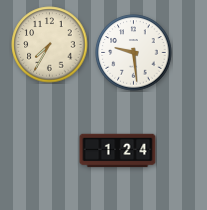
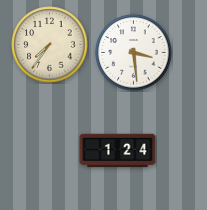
clock at (50, 45): 7:35 -> 7:36
clock at (134, 53): 9:29 -> 3:29
